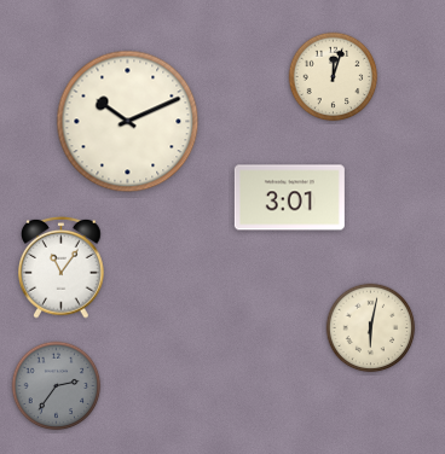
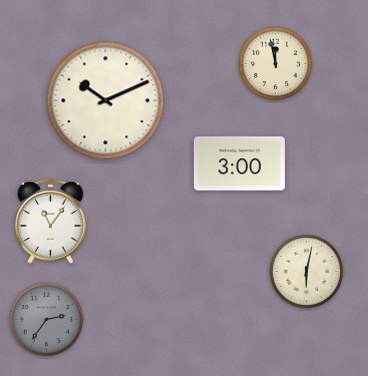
clock at (334, 77): 12:03 -> 11:58
clock at (289, 198): 3:01 -> 3:00
